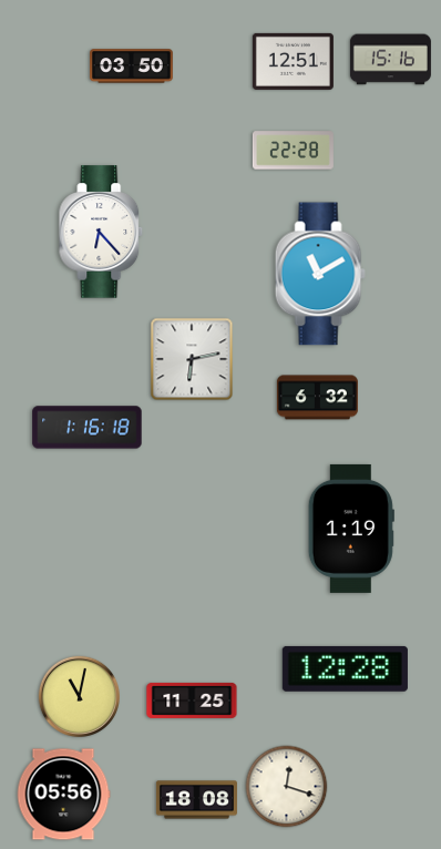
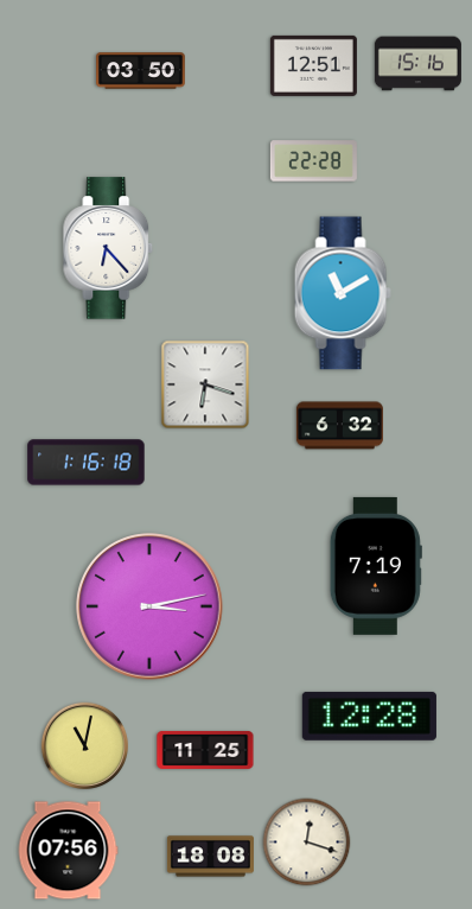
clock at (192, 359): 6:13 -> 6:18
clock at (88, 428) position: (88, 428) -> (87, 463)
clock at (351, 529): 1:19 -> 7:19
clock at (149, 606): none -> 3:13
clock at (63, 795): 05:56 -> 07:56
